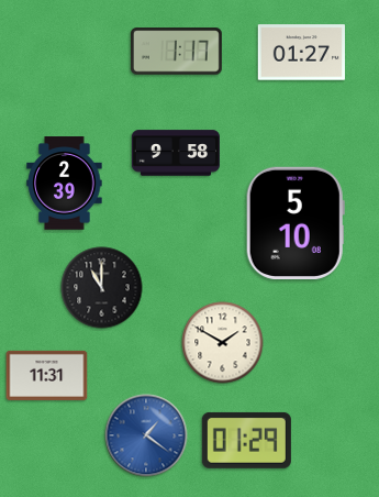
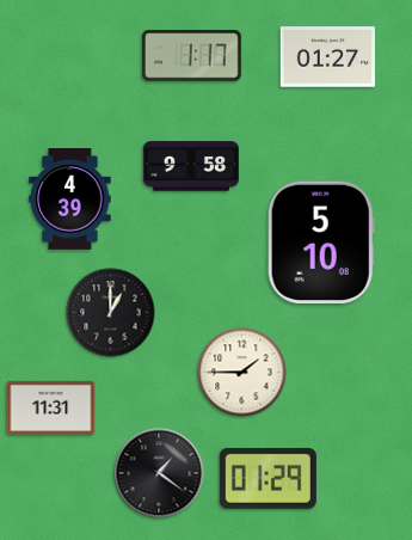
clock at (65, 184): 2:39 -> 4:39
clock at (102, 288): 11:00 -> 1:00
clock at (223, 343): 1:50 -> 1:45
clock at (146, 435) dial: blue -> black
